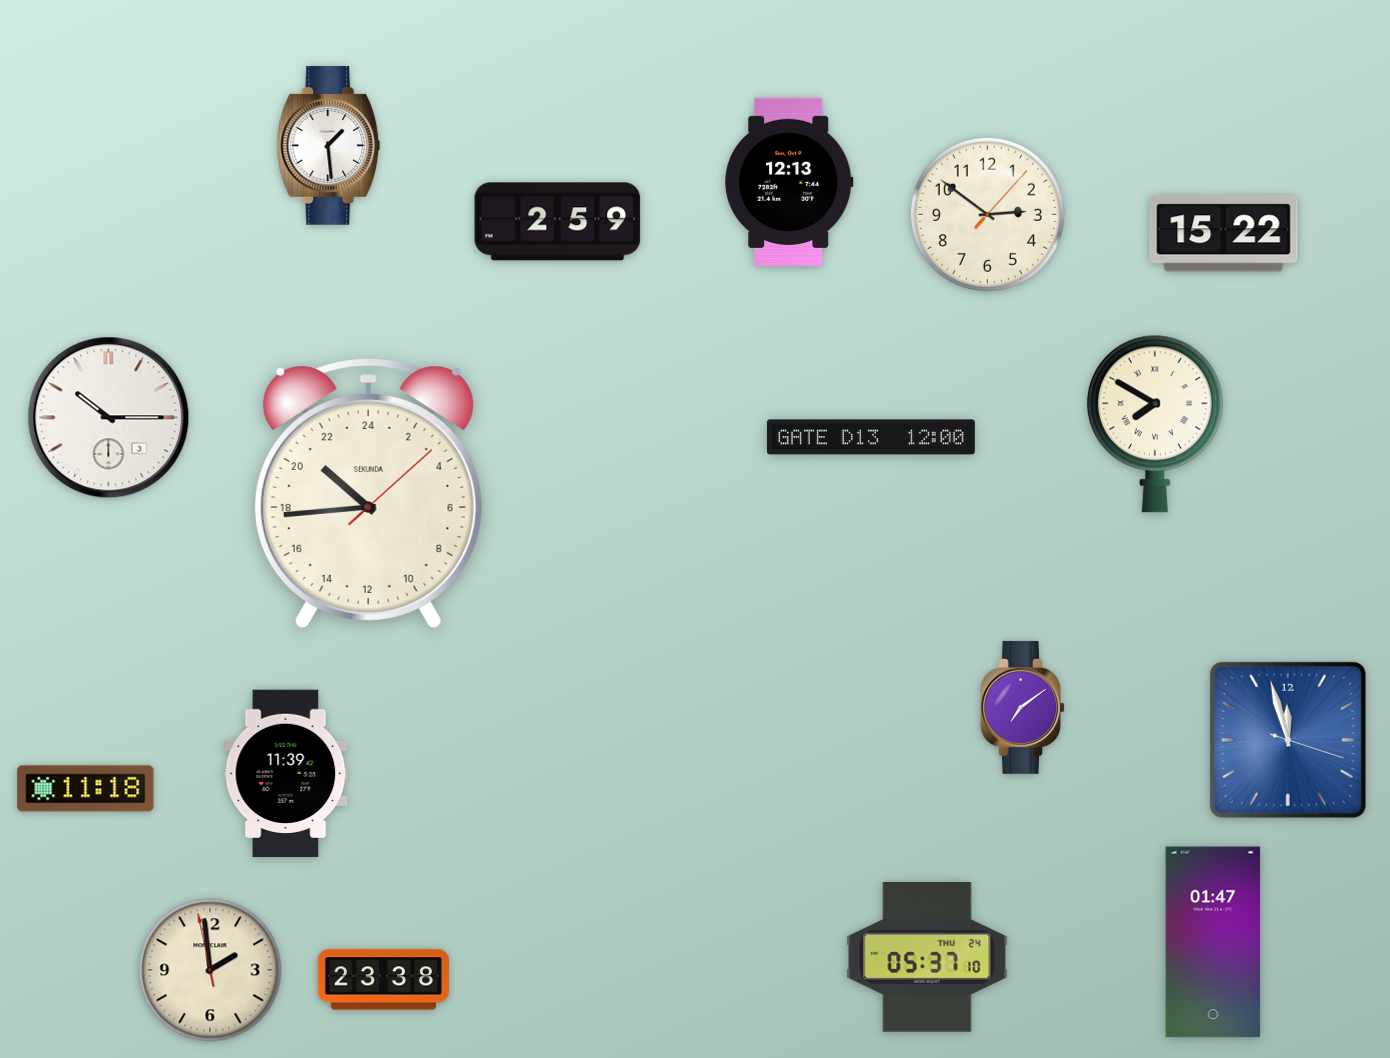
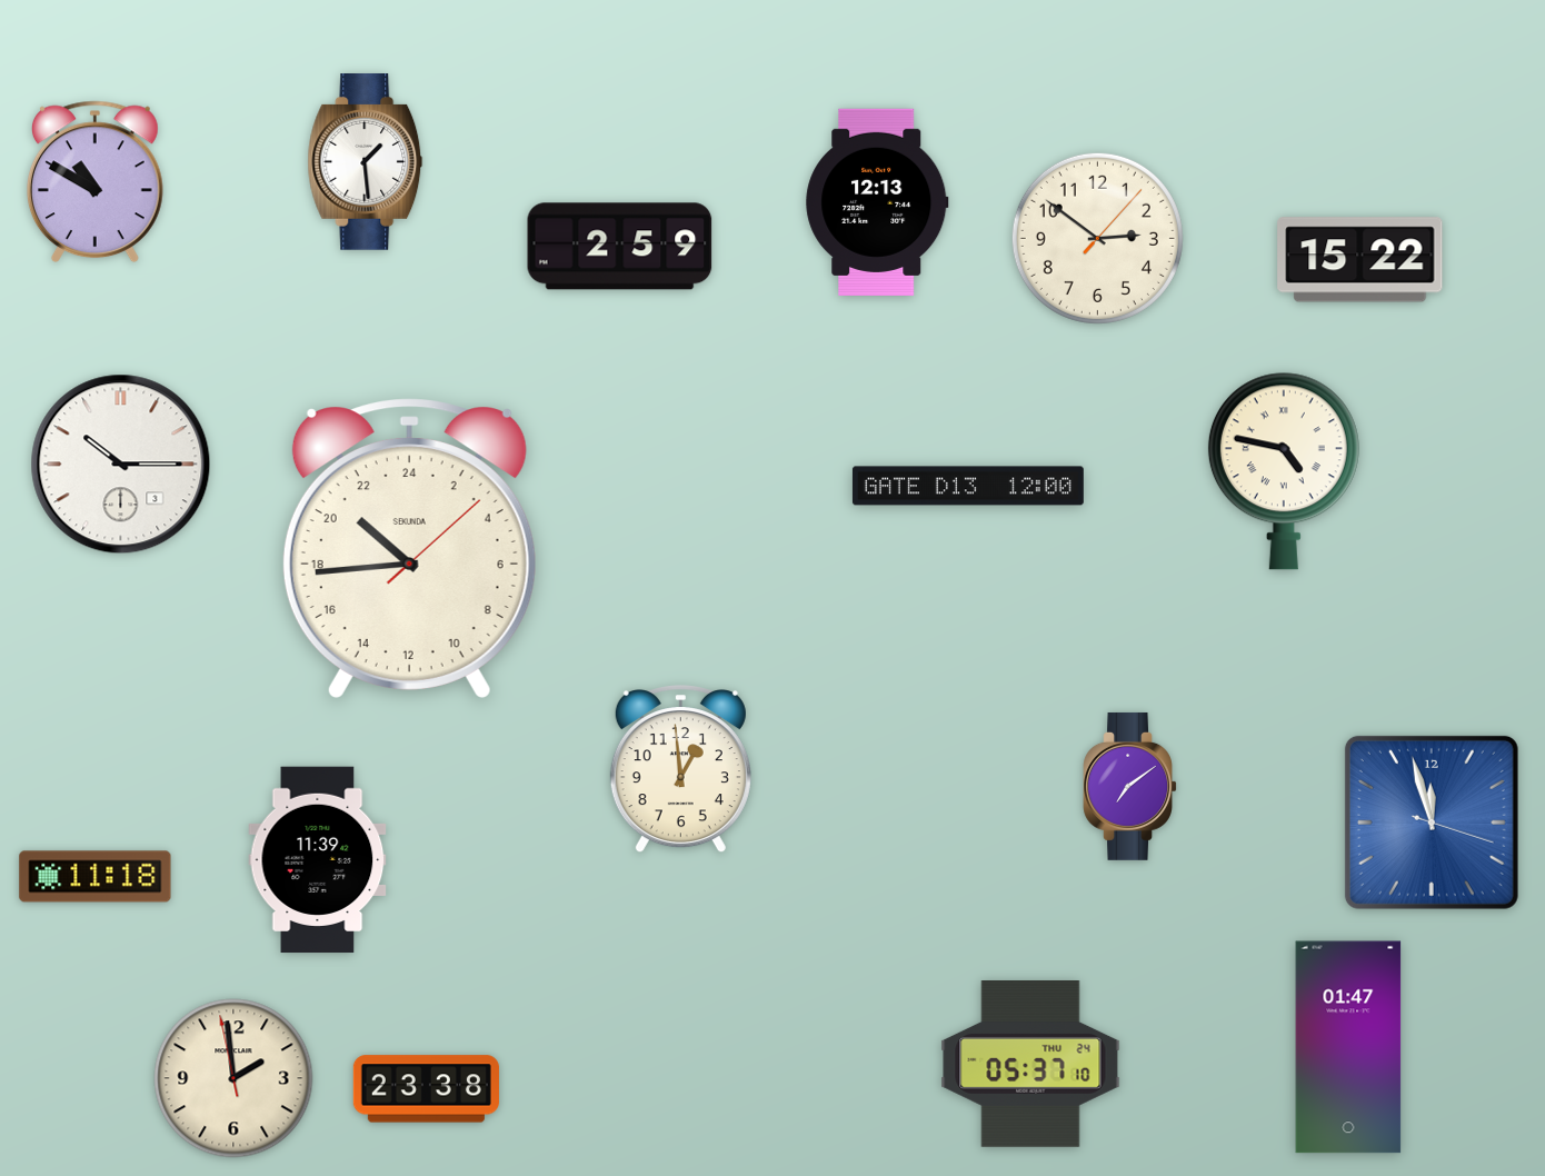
clock at (94, 182): none -> 10:50
clock at (1155, 424): 7:50 -> 4:47
clock at (680, 769): none -> 12:59
clock at (1022, 707) position: (1022, 707) -> (1129, 786)
